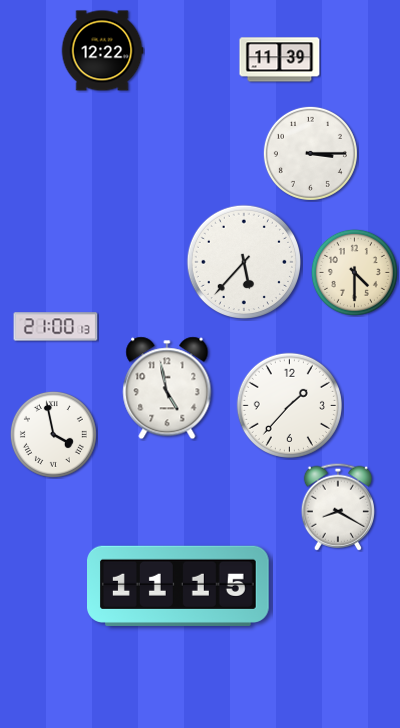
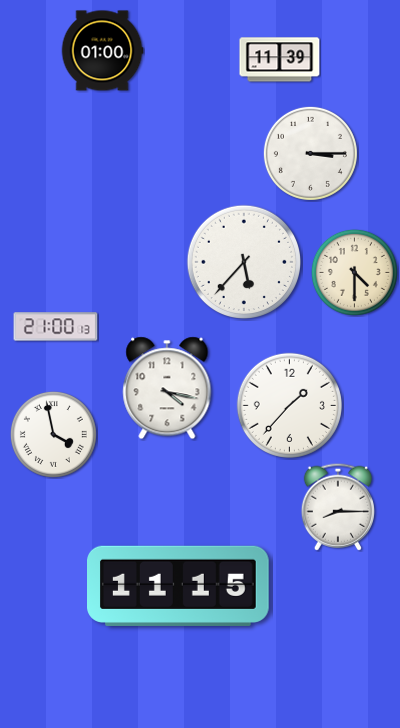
clock at (102, 51): 12:22 -> 01:00
clock at (167, 388): 4:58 -> 4:17
clock at (338, 507): 8:20 -> 8:15
